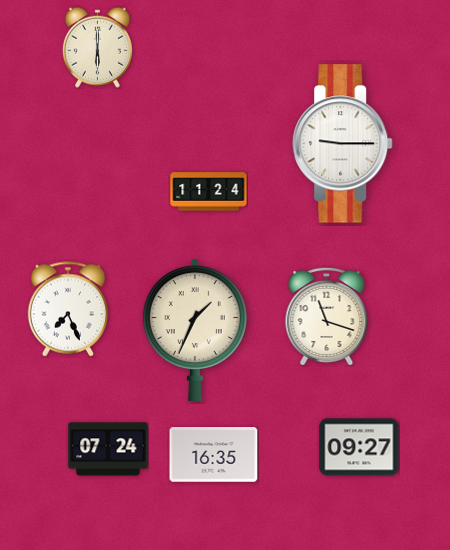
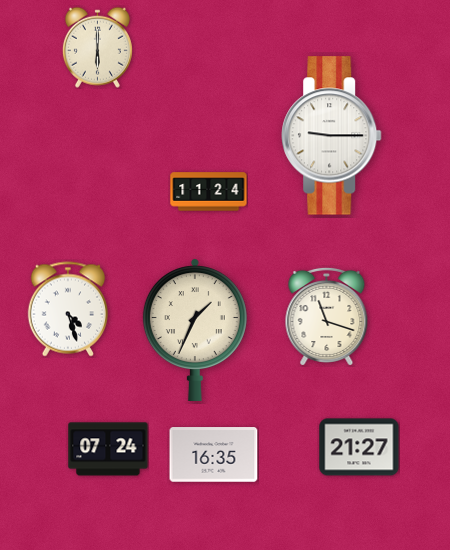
clock at (343, 144) position: (343, 144) -> (332, 136)
clock at (67, 309): 7:26 -> 4:27
clock at (359, 447): 09:27 -> 21:27
